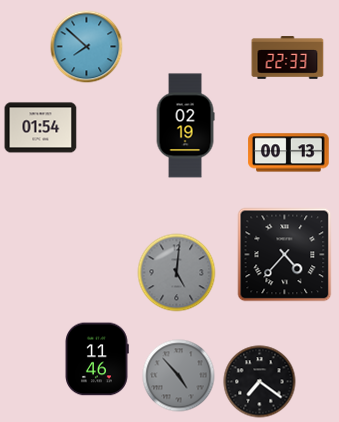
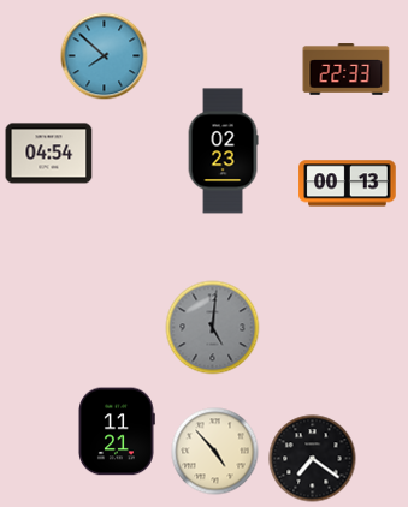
clock at (185, 126): 02:19 -> 02:23
clock at (41, 128): 01:54 -> 04:54
clock at (285, 255): 4:37 -> none
clock at (97, 359): 11:46 -> 11:21
clock at (179, 376) dial: grey -> cream
